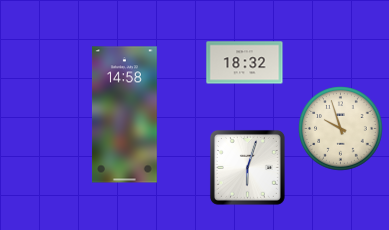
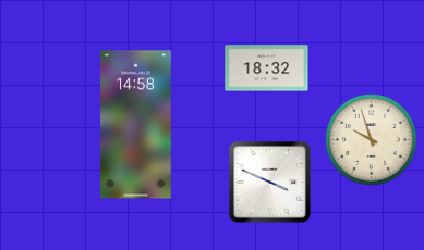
clock at (247, 167): 6:03 -> 3:49
